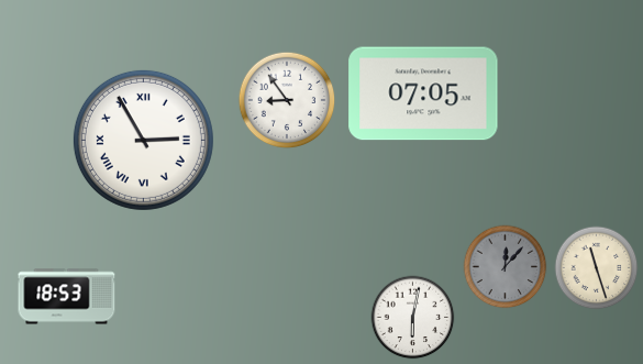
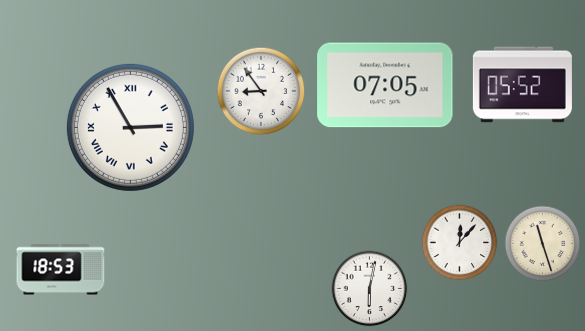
clock at (522, 85): none -> 05:52
clock at (506, 267) dial: grey -> white
clock at (413, 318) position: (413, 318) -> (370, 289)
